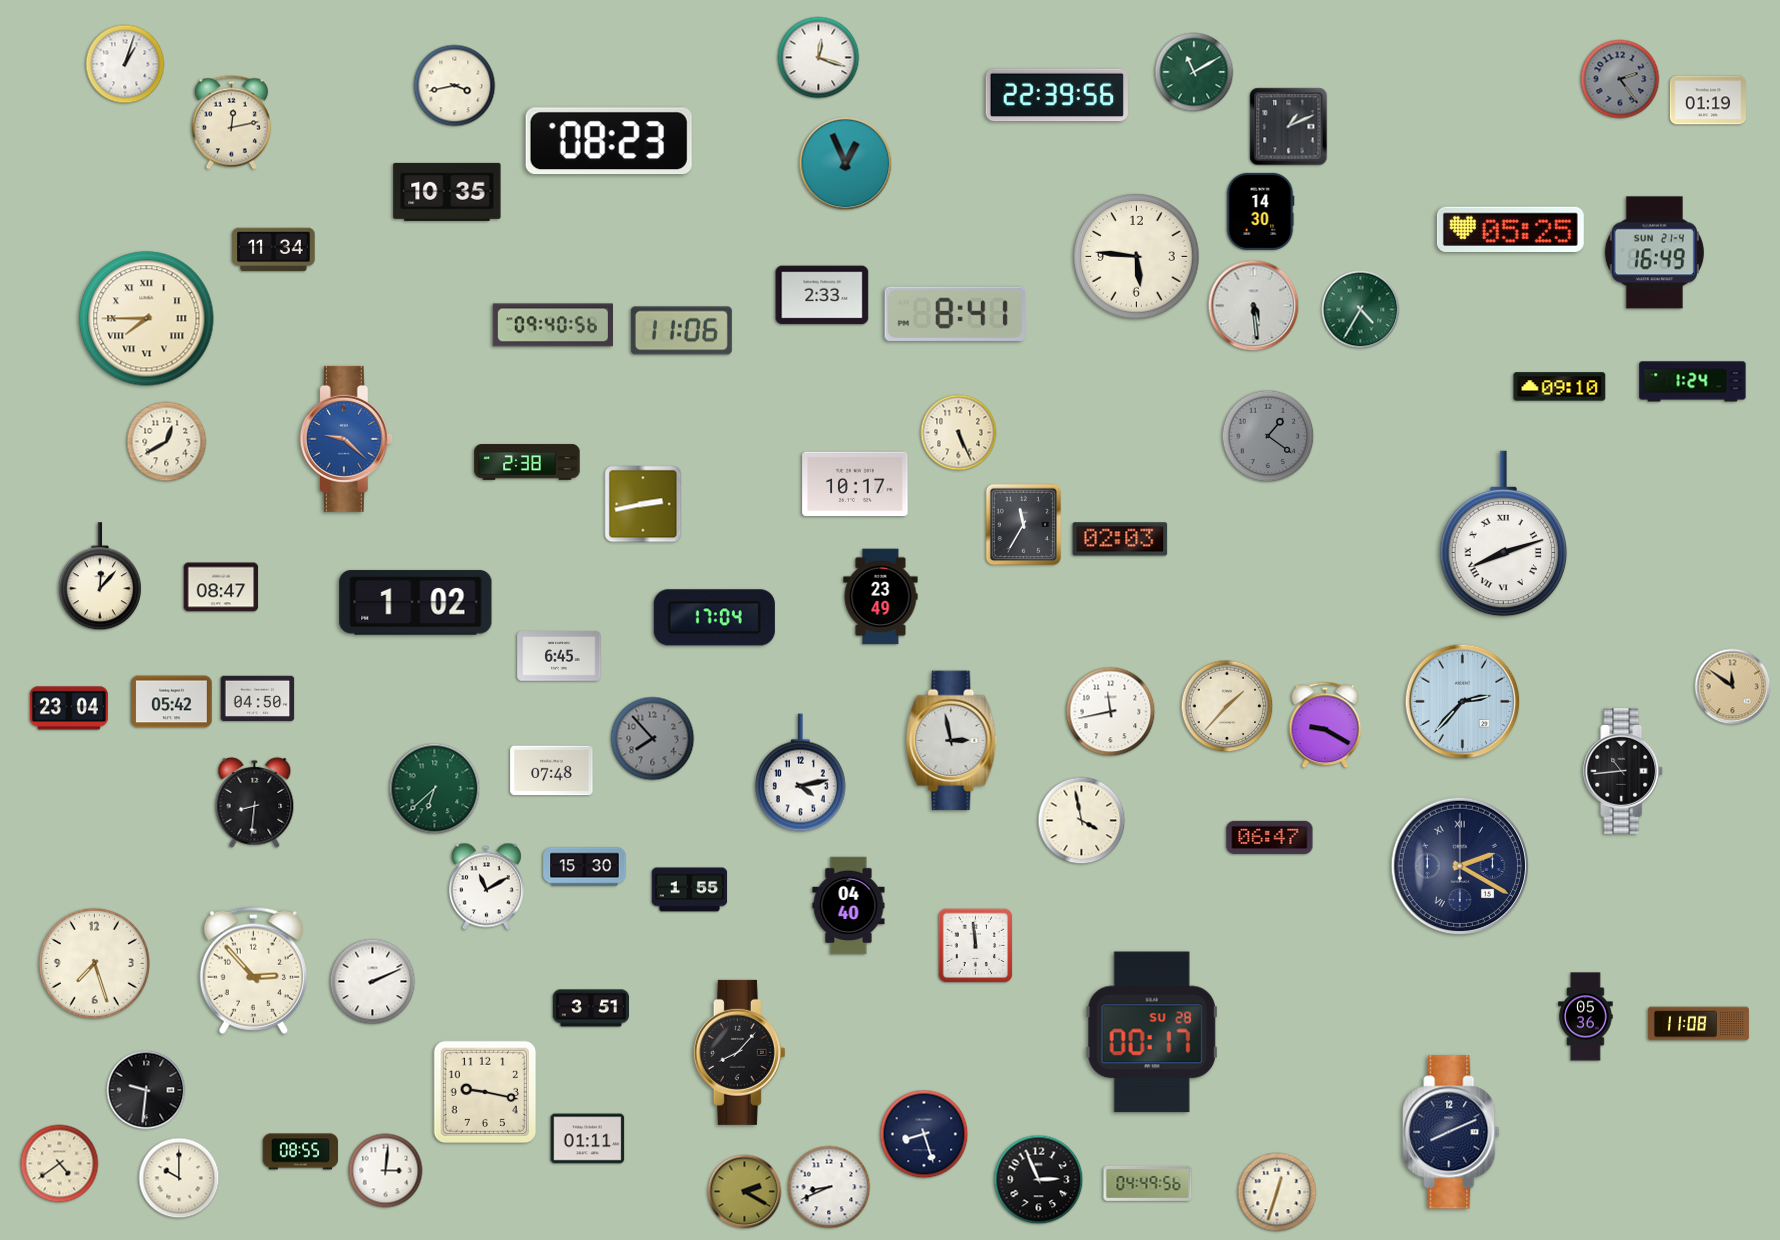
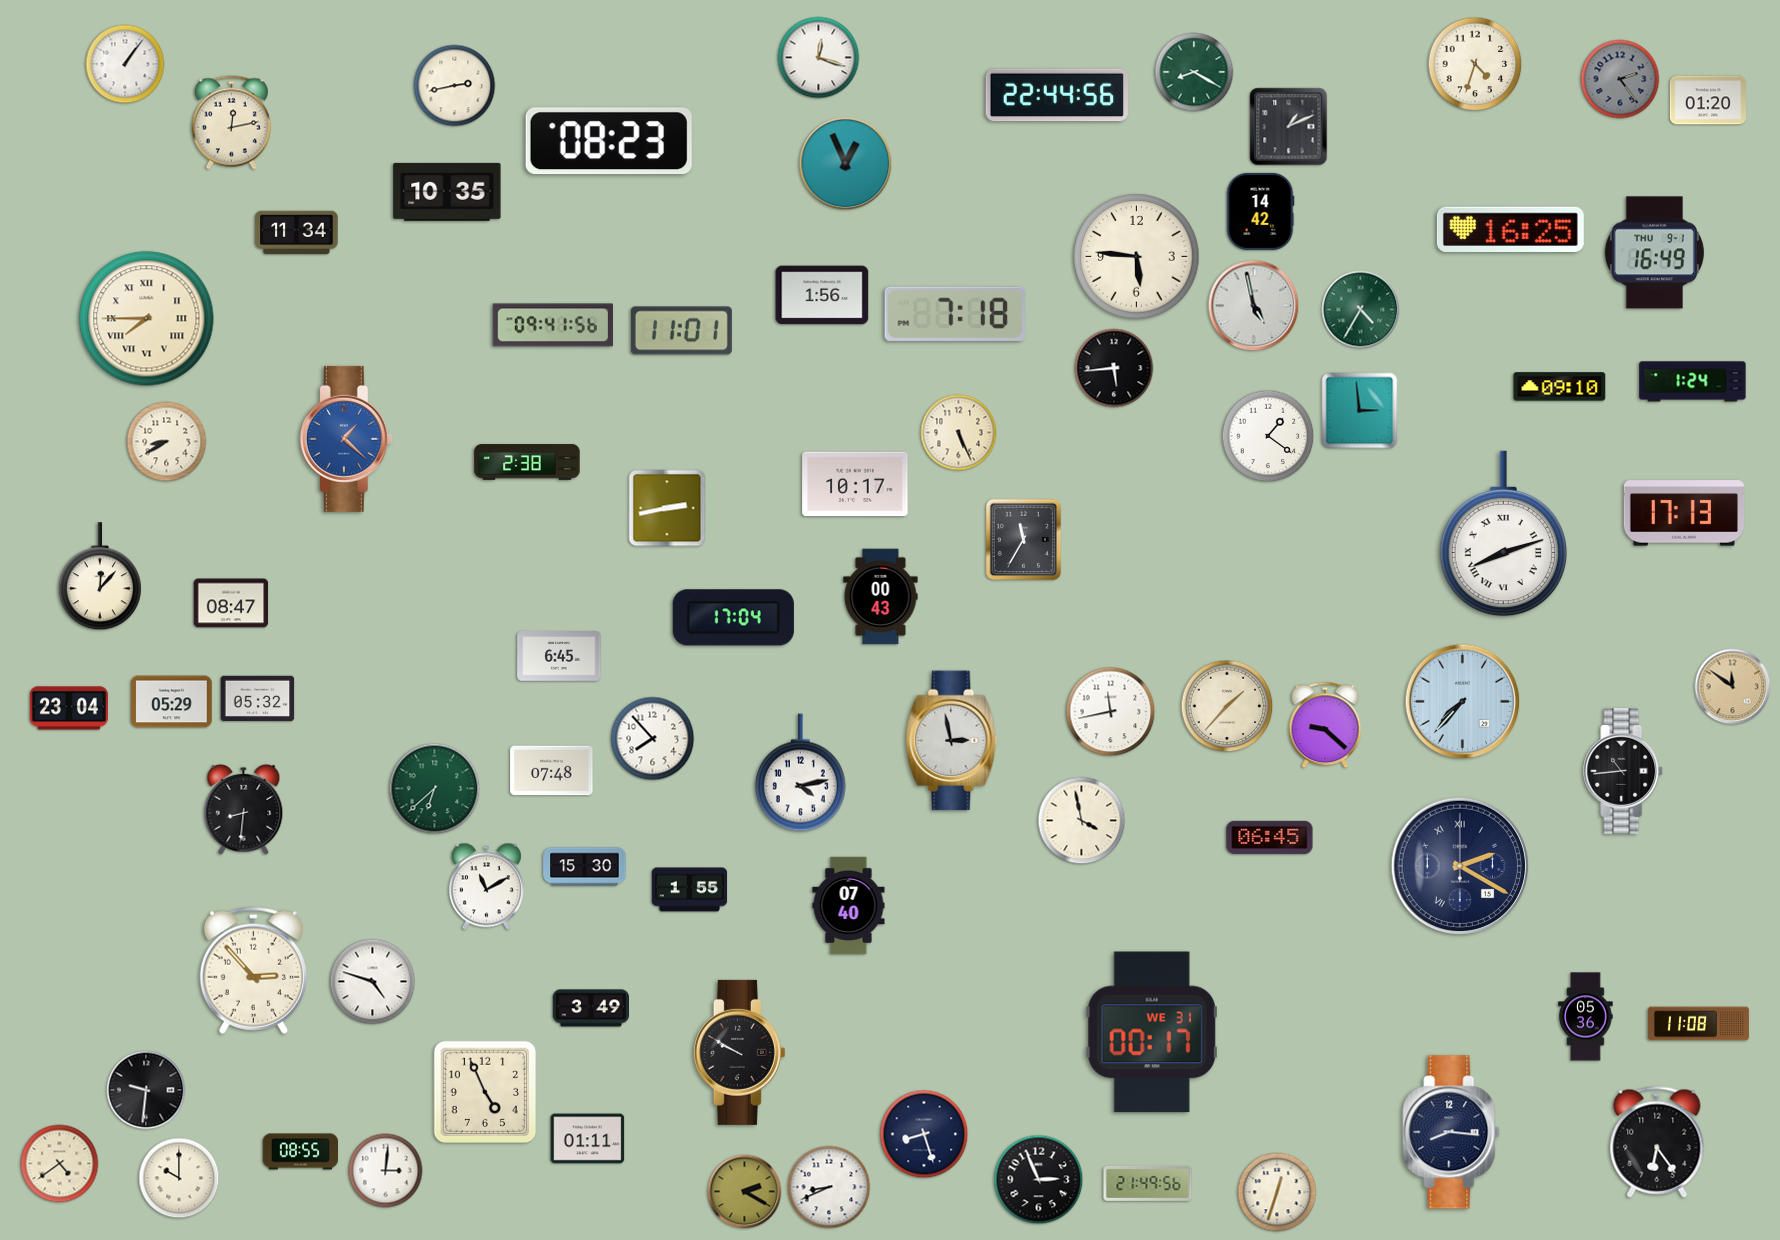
clock at (125, 64): 1:03 -> 1:06
clock at (1475, 64): none -> 4:33
clock at (1194, 72): 11:10 -> 8:20
clock at (455, 86): 3:43 -> 2:43
clock at (1057, 95): 22:39 -> 22:44
clock at (1707, 100): 01:19 -> 01:20
clock at (1260, 211): 14:30 -> 14:42
clock at (1510, 230): 05:25 -> 16:25
clock at (274, 250) position: (274, 250) -> (297, 233)
clock at (1654, 253) date: SUN 21-4 -> THU 9-1
clock at (822, 295): 2:33 -> 1:56
clock at (1254, 306): 5:29 -> 4:58
clock at (954, 314): 8:41 -> 7:18
clock at (553, 325): 09:40 -> 09:41
clock at (681, 331): 11:06 -> 11:01
clock at (1114, 368): none -> 5:44
clock at (1360, 411): none -> 2:59
clock at (1268, 436) dial: grey -> white
clock at (346, 439): 9:22 -> 1:22
clock at (167, 442): 12:40 -> 8:40
clock at (643, 504) position: (643, 504) -> (667, 508)
clock at (1683, 513): none -> 17:13
clock at (1024, 525) position: (1024, 525) -> (1024, 540)
clock at (1120, 539): 02:03 -> none
clock at (221, 587) position: (221, 587) -> (231, 603)
clock at (881, 597): 23:49 -> 00:43
clock at (416, 603): 1:02 -> none
clock at (714, 618) position: (714, 618) -> (733, 618)
clock at (258, 699): 04:50 -> 05:32
clock at (172, 702): 05:42 -> 05:29
clock at (1463, 702): 2:37 -> 7:37
clock at (1325, 725): 9:20 -> 9:22
clock at (653, 739) dial: grey -> white
clock at (255, 802) position: (255, 802) -> (244, 809)
clock at (1270, 837): 06:47 -> 06:45
clock at (849, 906): 04:40 -> 07:40
clock at (976, 946): 11:59 -> none
clock at (94, 963): 7:27 -> none
clock at (373, 982): 2:11 -> 4:48
clock at (590, 1008): 3:51 -> 3:49
clock at (1152, 1032) date: SU 28 -> WE 31
clock at (739, 1052): 8:07 -> 9:50
clock at (485, 1092): 9:17 -> 4:56
clock at (1451, 1132): 8:11 -> 8:16
clock at (1657, 1142): none -> 6:24
clock at (1148, 1183): 04:49 -> 21:49
